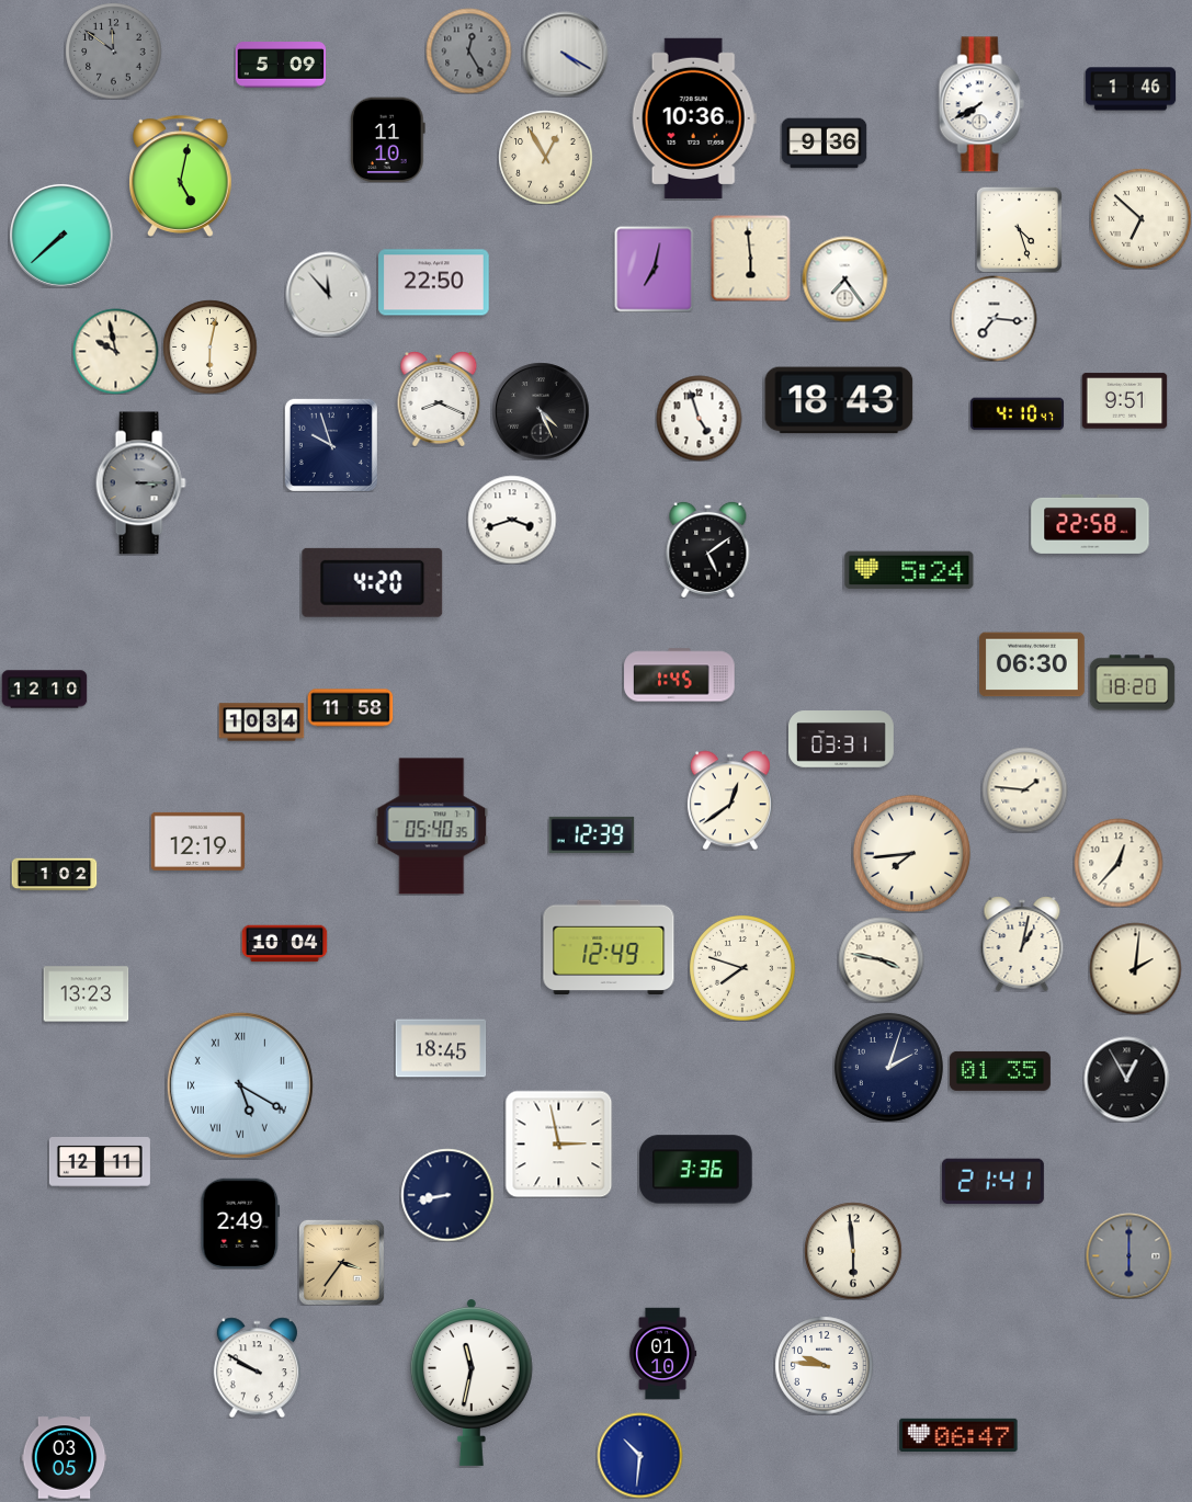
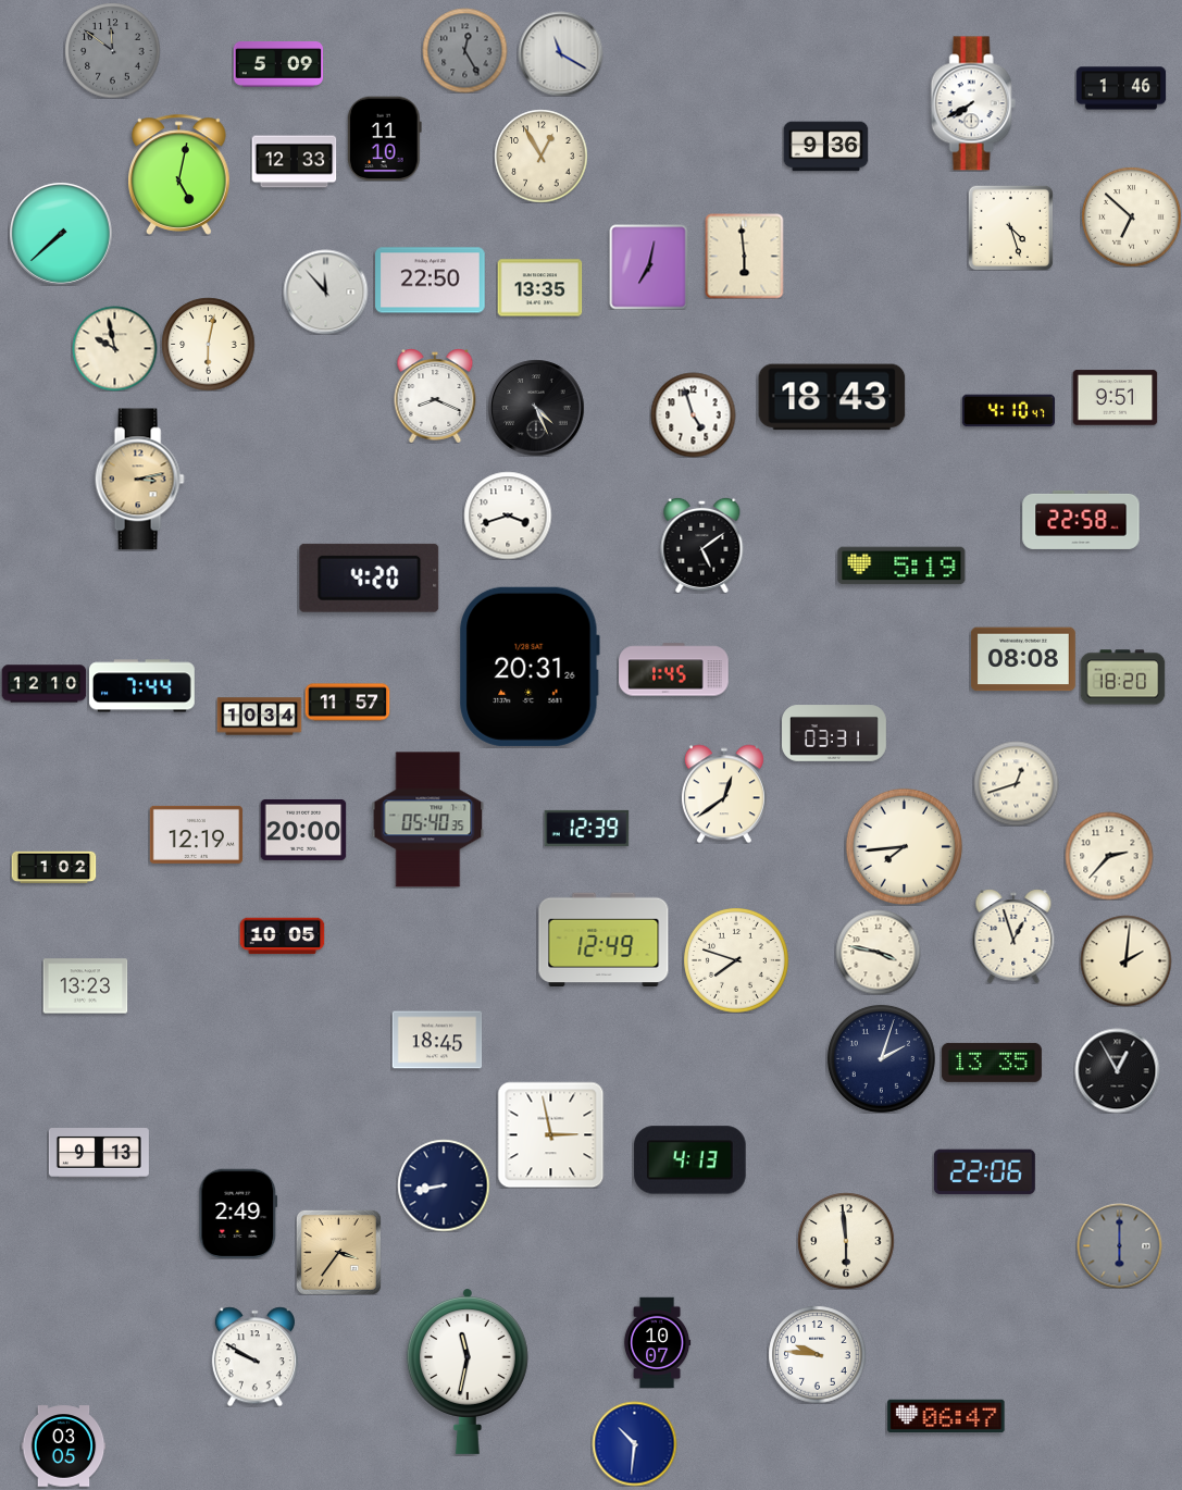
clock at (565, 54): 4:20 -> 11:20
clock at (694, 118): 10:36 -> none
clock at (824, 144) position: (824, 144) -> (825, 147)
clock at (294, 162): none -> 12:33
clock at (844, 278): 7:24 -> none
clock at (539, 288): none -> 13:35
clock at (994, 318): 7:16 -> none
clock at (331, 445): 9:57 -> none
clock at (140, 483): 3:15 -> 3:13
clock at (140, 483) dial: grey -> champagne
clock at (909, 570): 5:24 -> 5:19
clock at (1032, 664): 06:30 -> 08:08
clock at (530, 667): none -> 20:31
clock at (142, 686): none -> 7:44
clock at (350, 708): 11:58 -> 11:57
clock at (1024, 789): 1:46 -> 12:42
clock at (303, 830): none -> 20:00
clock at (1119, 863): 12:37 -> 2:37
clock at (284, 944): 10:04 -> 10:05
clock at (1022, 944): 1:02 -> 12:57
clock at (881, 959) position: (881, 959) -> (878, 952)
clock at (1000, 1071): 01:35 -> 13:35
clock at (240, 1085): 5:20 -> none
clock at (558, 1143) position: (558, 1143) -> (550, 1134)
clock at (100, 1163): 12:11 -> 9:13
clock at (696, 1170): 3:36 -> 4:13
clock at (992, 1182): 21:41 -> 22:06
clock at (662, 1353): 01:10 -> 10:07
clock at (958, 1434) position: (958, 1434) -> (946, 1415)
